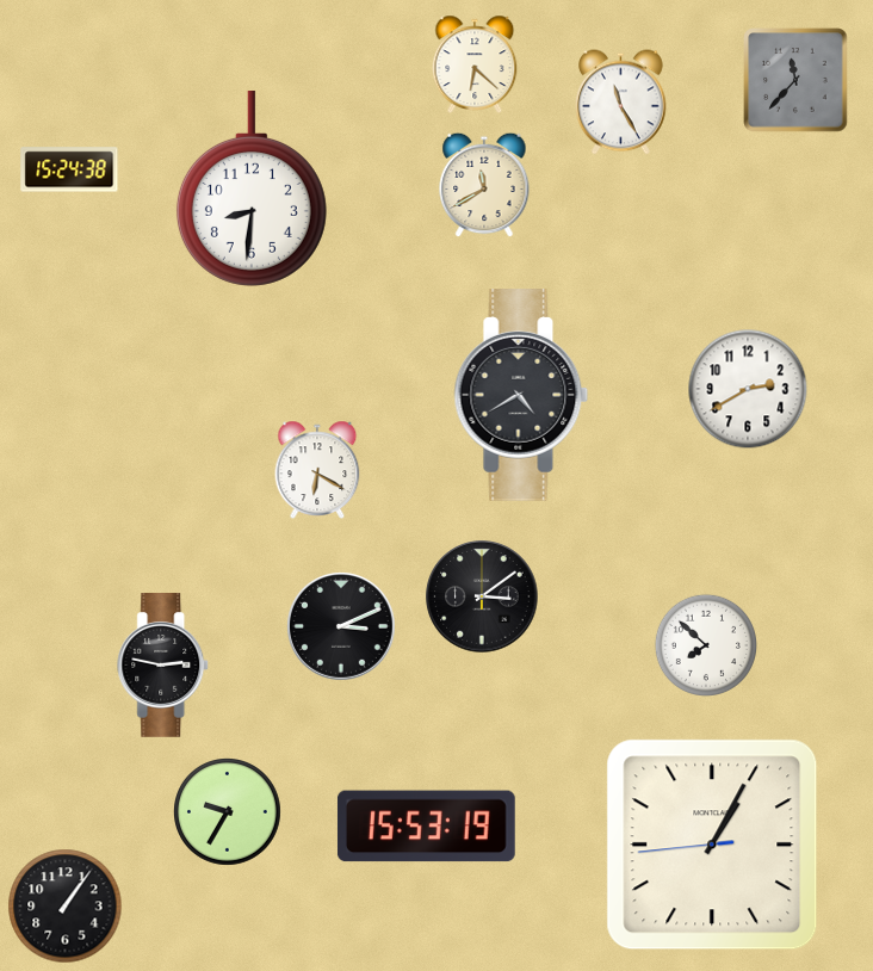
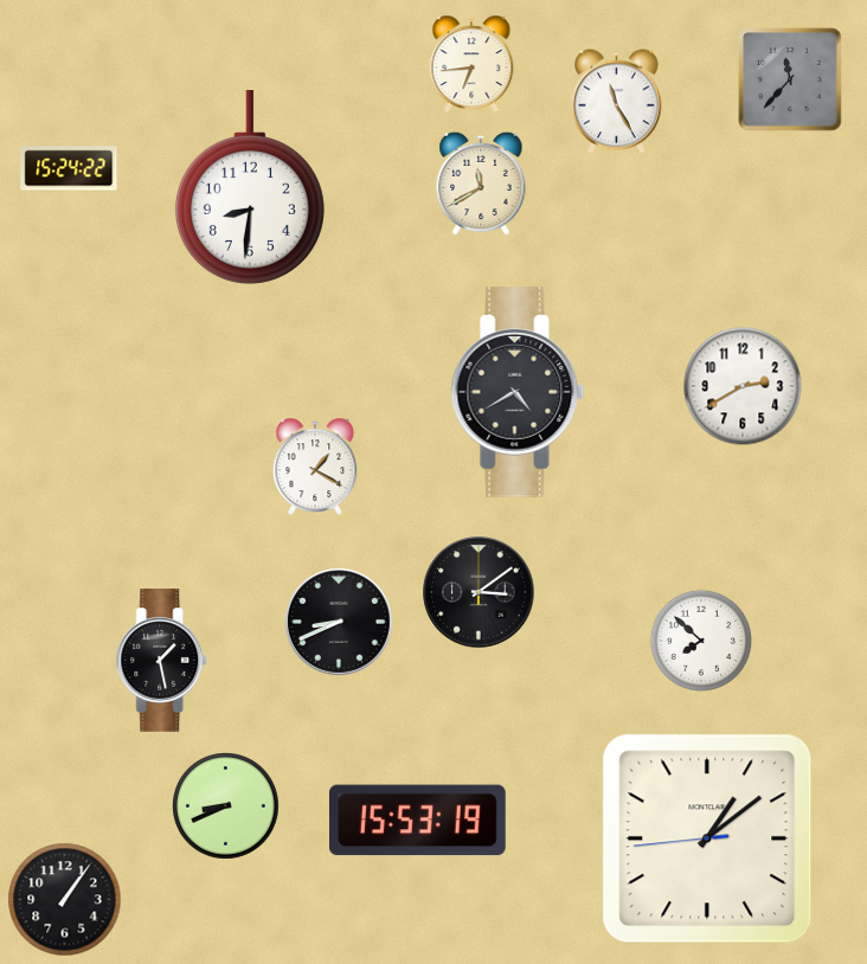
clock at (475, 63): 6:22 -> 6:44
clock at (69, 169): 15:24:38 -> 15:24:22
clock at (317, 469): 6:20 -> 1:20
clock at (342, 627): 3:11 -> 8:41
clock at (163, 666): 2:47 -> 1:28
clock at (228, 812): 9:35 -> 8:41
clock at (426, 827) position: (426, 827) -> (417, 821)
clock at (712, 845): 1:04 -> 1:08
